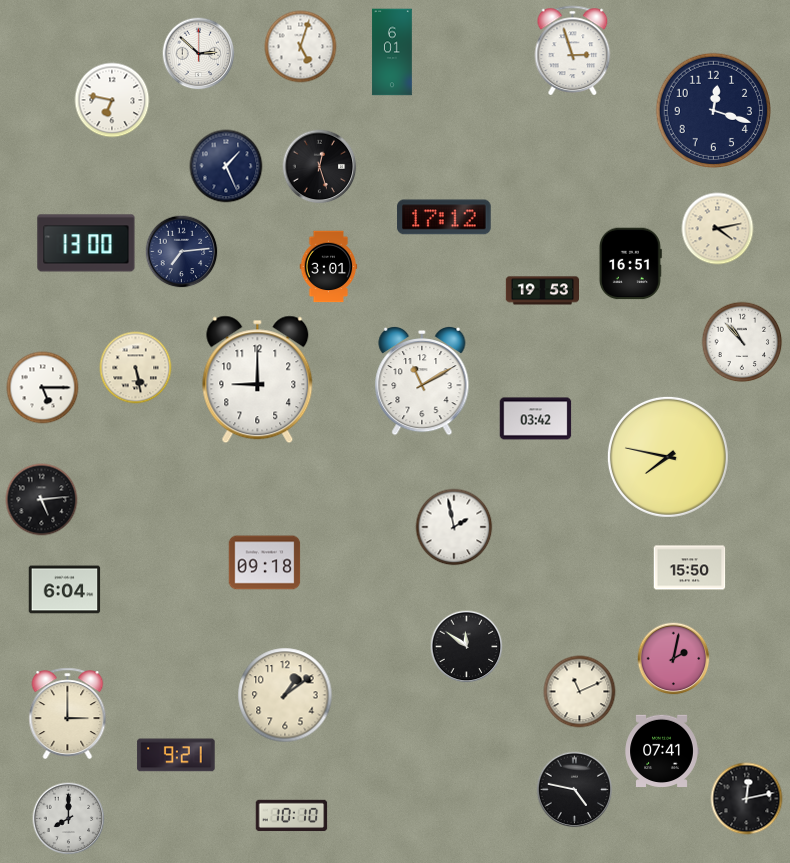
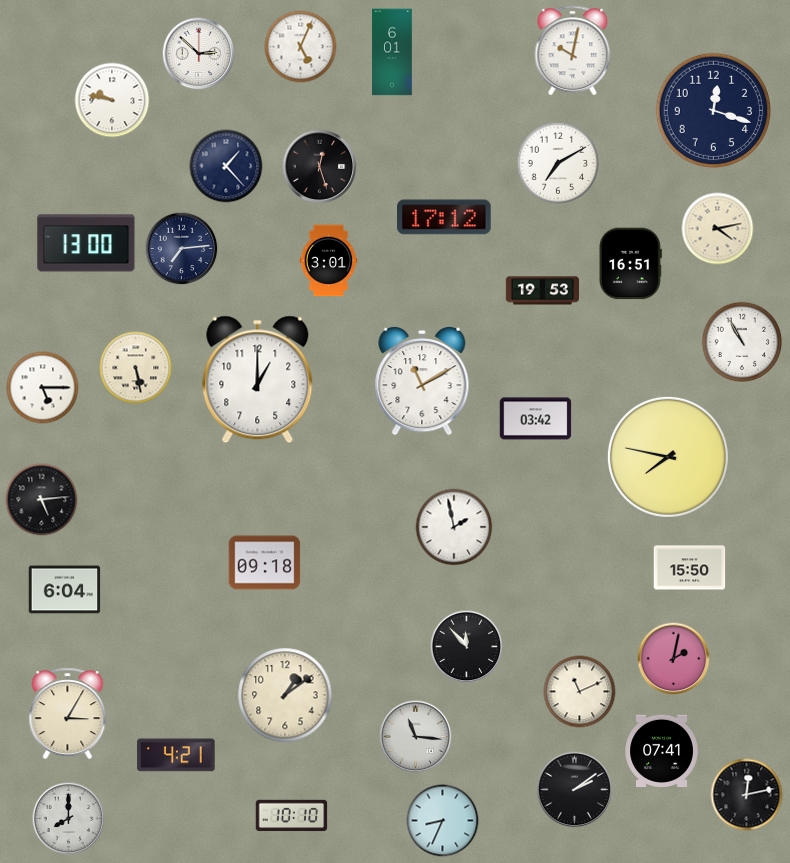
clock at (301, 47): 5:03 -> 5:04
clock at (573, 50): 2:57 -> 10:02
clock at (112, 100): 6:47 -> 9:47
clock at (558, 163): none -> 7:10
clock at (226, 166): 1:26 -> 1:23
clock at (182, 252) position: (182, 252) -> (182, 249)
clock at (329, 267) position: (329, 267) -> (329, 261)
clock at (742, 342): 10:53 -> 10:55
clock at (258, 380): 9:00 -> 1:00
clock at (467, 647): 11:51 -> 11:53
clock at (68, 714): 3:00 -> 3:05
clock at (416, 737): none -> 11:16
clock at (176, 755): 9:21 -> 4:21
clock at (575, 790): 4:47 -> 2:09
clock at (747, 799) position: (747, 799) -> (747, 795)
clock at (443, 821): none -> 8:34
